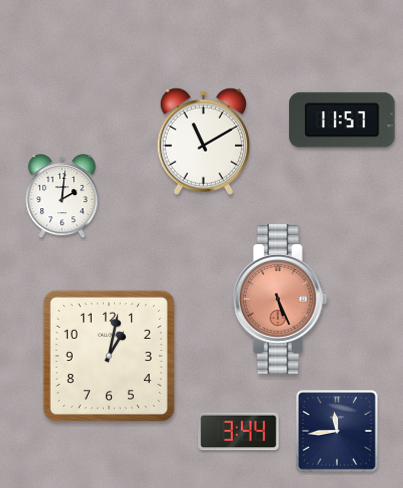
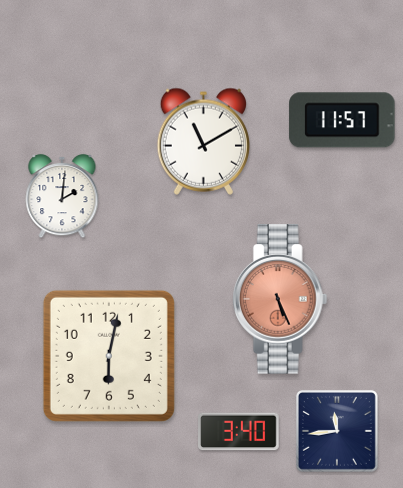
clock at (109, 356): 1:02 -> 6:02
clock at (239, 432): 3:44 -> 3:40
